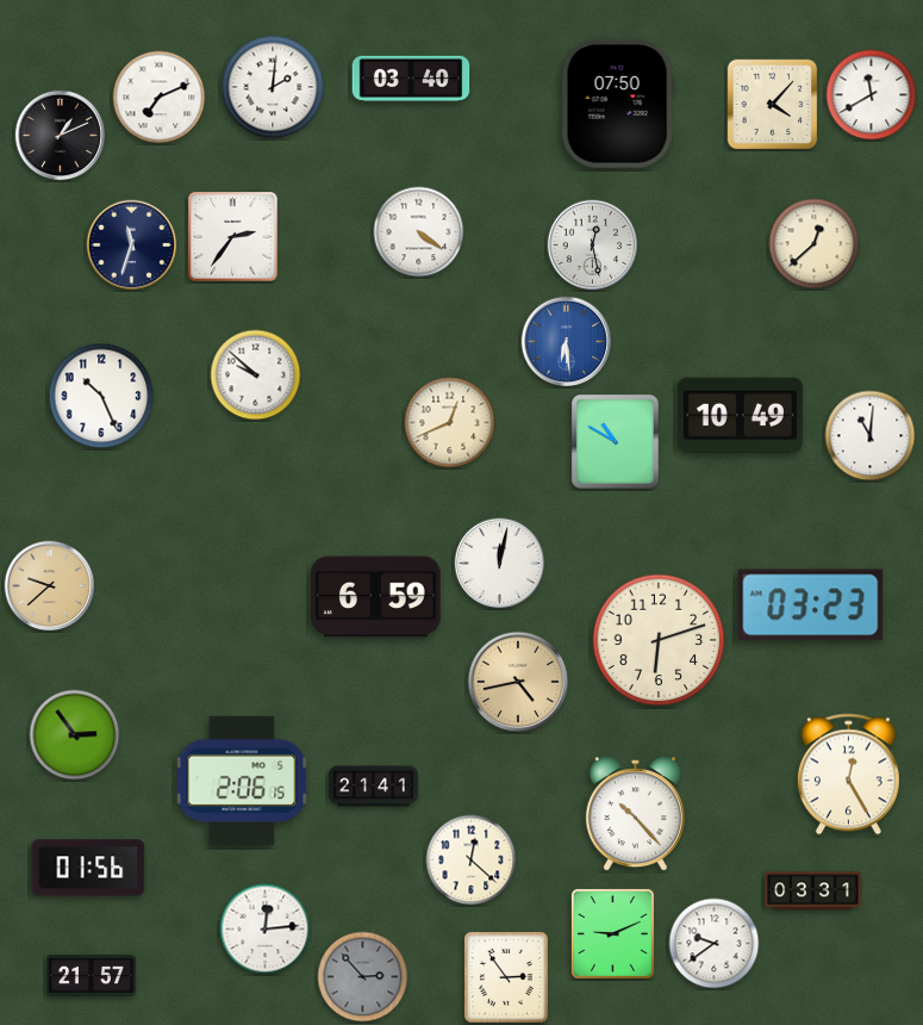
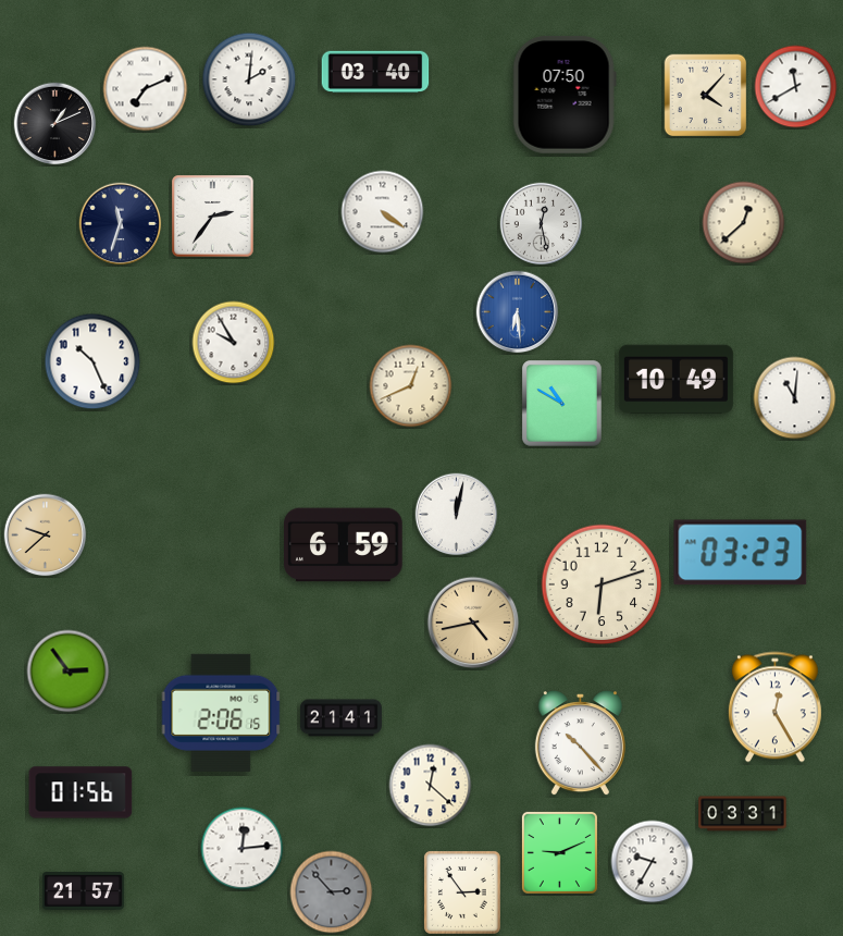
clock at (256, 375): 9:52 -> 9:55
clock at (715, 944): 9:39 -> 9:35
